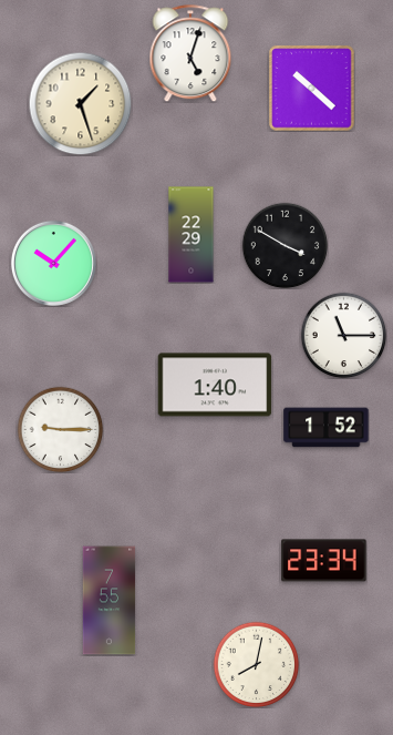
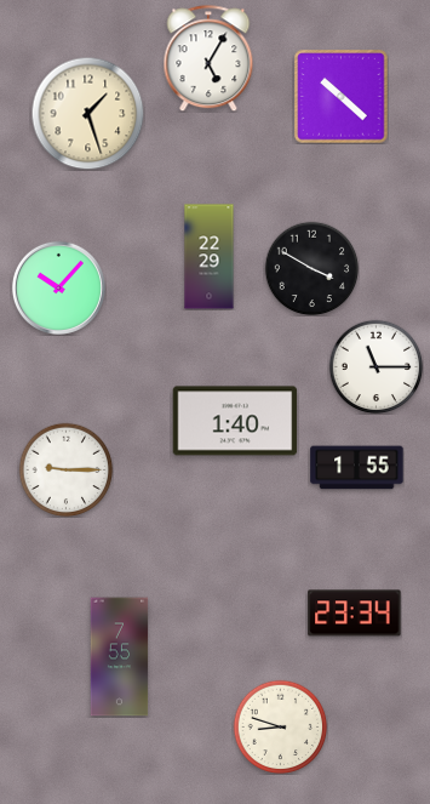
clock at (190, 53): 5:03 -> 5:05
clock at (327, 428): 1:52 -> 1:55
clock at (256, 664): 8:02 -> 8:48
